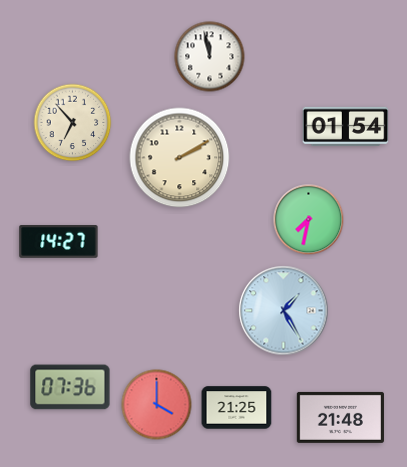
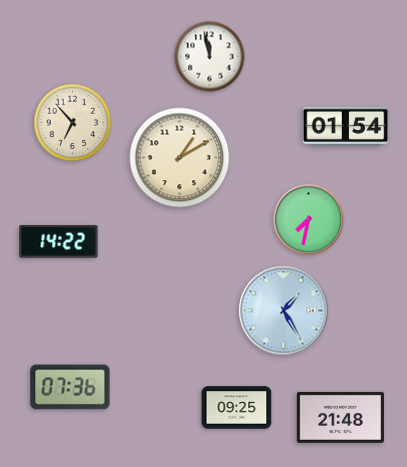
clock at (180, 158): 2:10 -> 1:10
clock at (59, 242): 14:27 -> 14:22
clock at (157, 405): 4:00 -> none
clock at (237, 408): 21:25 -> 09:25
